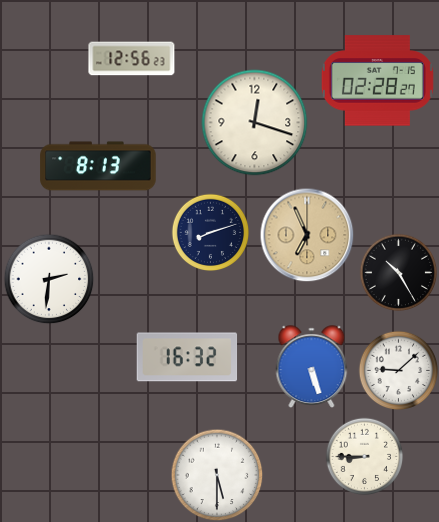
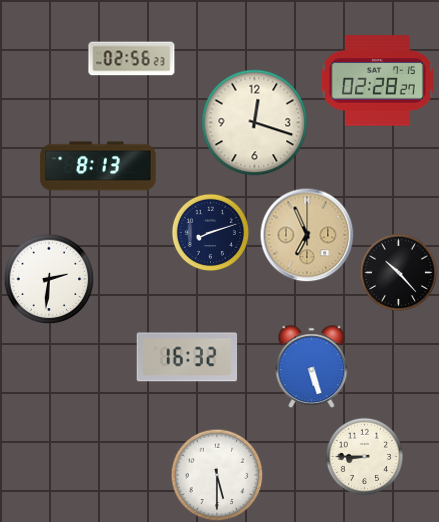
clock at (132, 59): 12:56 -> 02:56
clock at (398, 272): 10:25 -> 10:23
clock at (398, 370): 9:08 -> none
